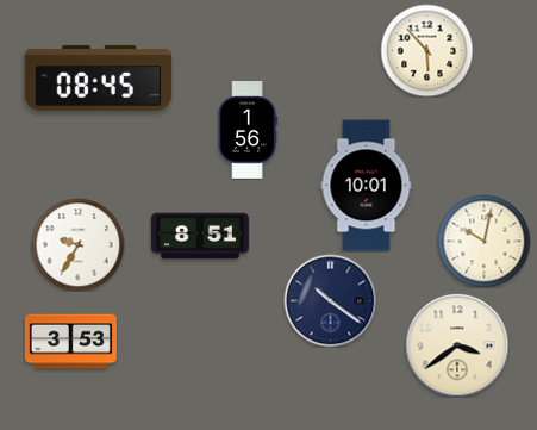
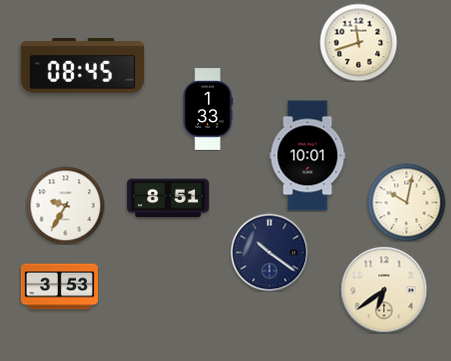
clock at (426, 50): 5:53 -> 11:42
clock at (248, 131): 1:56 -> 1:33
clock at (330, 300) position: (330, 300) -> (269, 252)
clock at (457, 345): 3:39 -> 6:39
